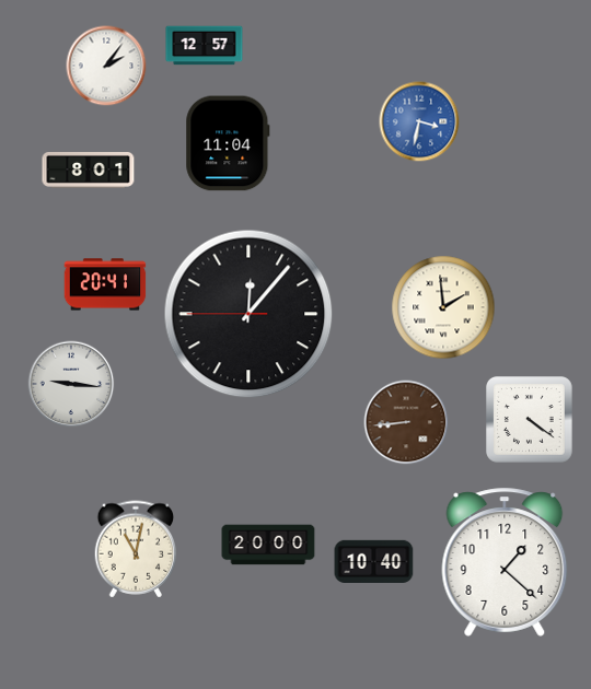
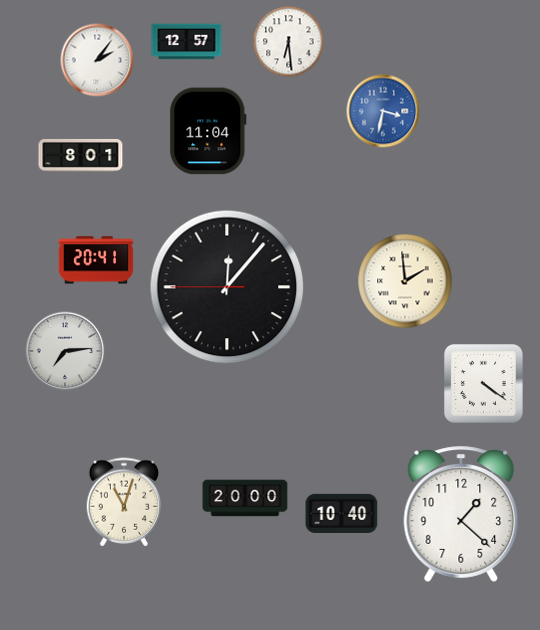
clock at (289, 42): none -> 6:29
clock at (71, 384): 9:16 -> 7:14
clock at (406, 422): 8:44 -> none
clock at (136, 549): 11:02 -> 11:03
